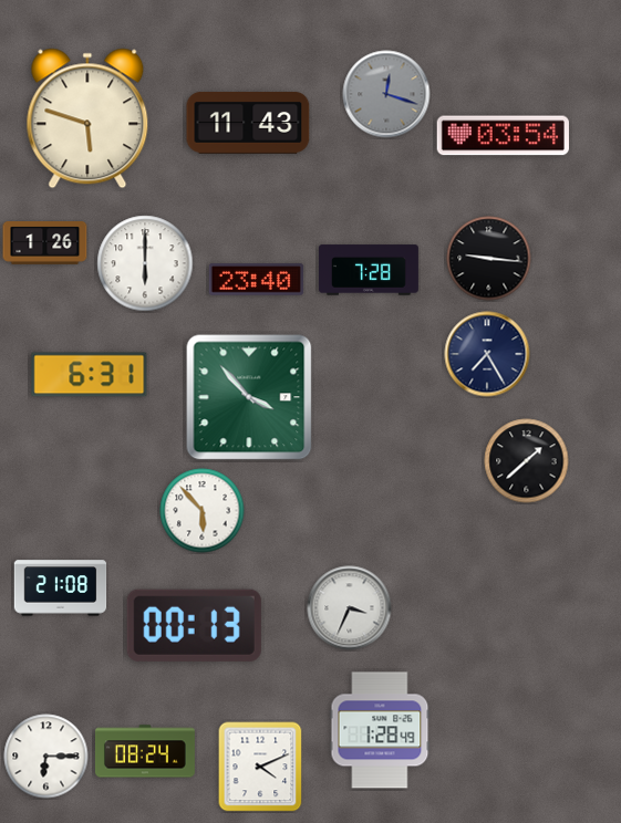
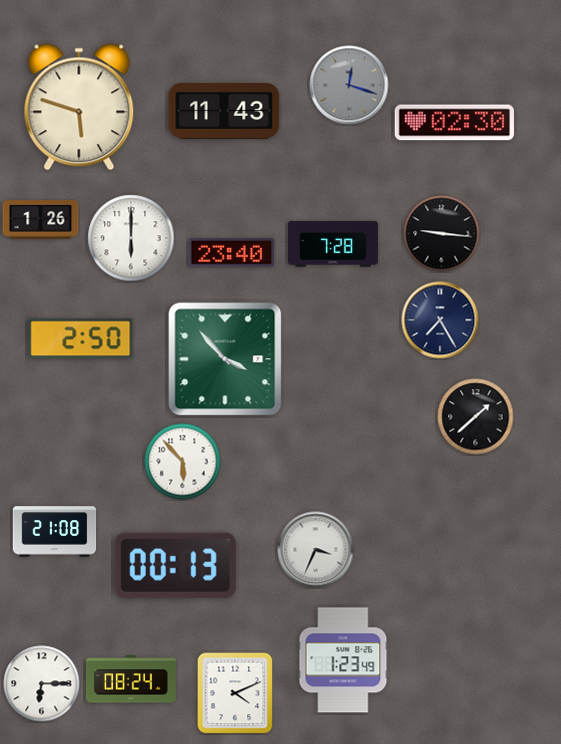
clock at (503, 136): 03:54 -> 02:30
clock at (90, 375): 6:31 -> 2:50
clock at (380, 730): 1:28 -> 1:23
